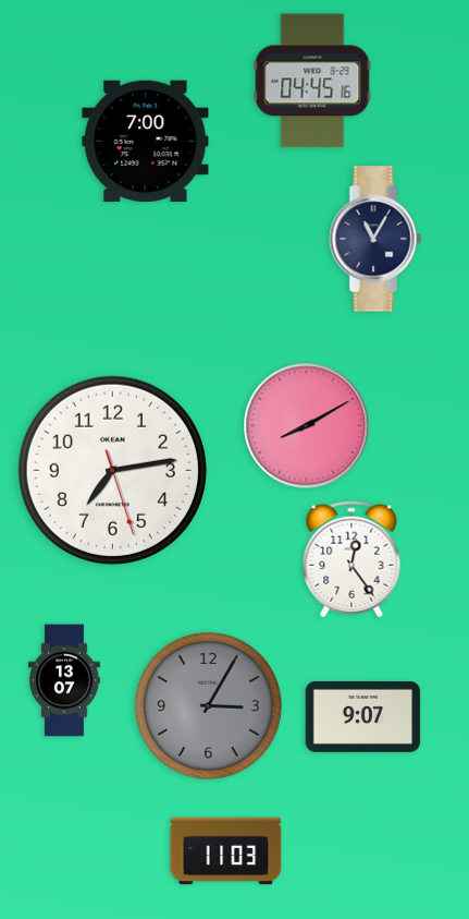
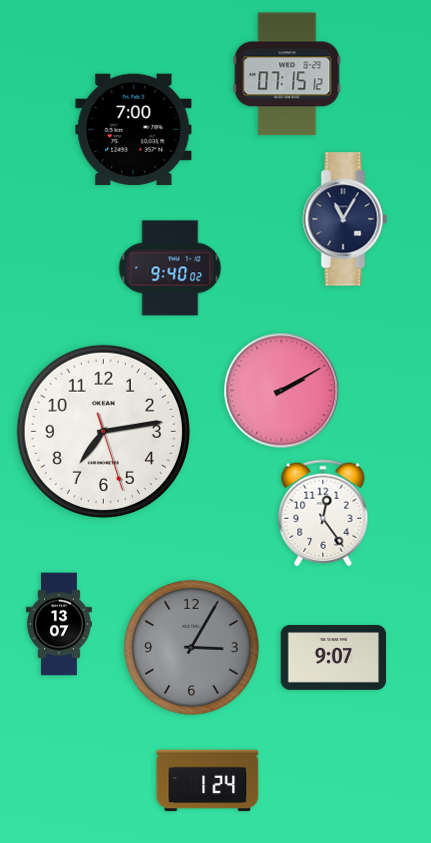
clock at (312, 81): 04:45 -> 07:15
clock at (170, 268): none -> 9:40
clock at (307, 426): 8:10 -> 2:10
clock at (226, 851): 11:03 -> 1:24
